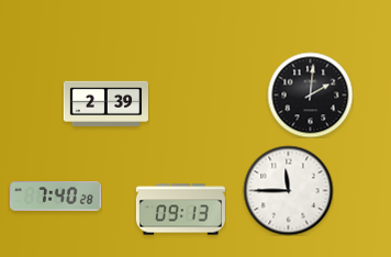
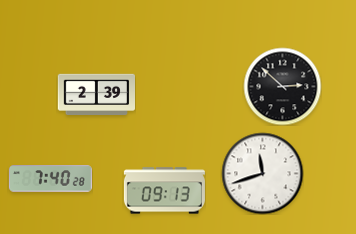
clock at (310, 94): 2:01 -> 2:52
clock at (288, 190): 11:45 -> 11:42
